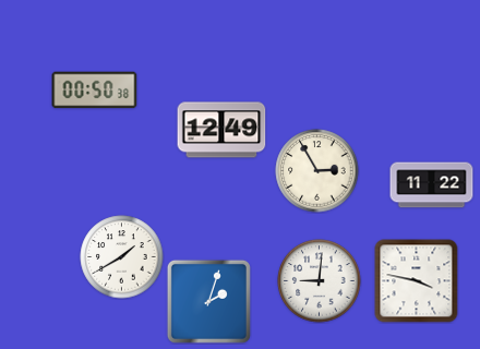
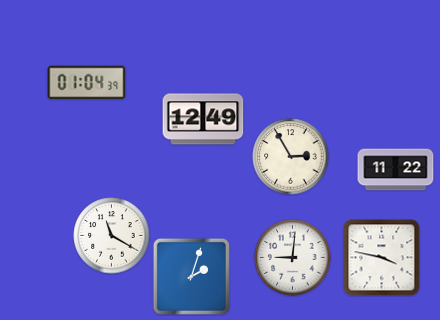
clock at (95, 91): 00:50 -> 01:04
clock at (122, 257): 1:40 -> 11:20
